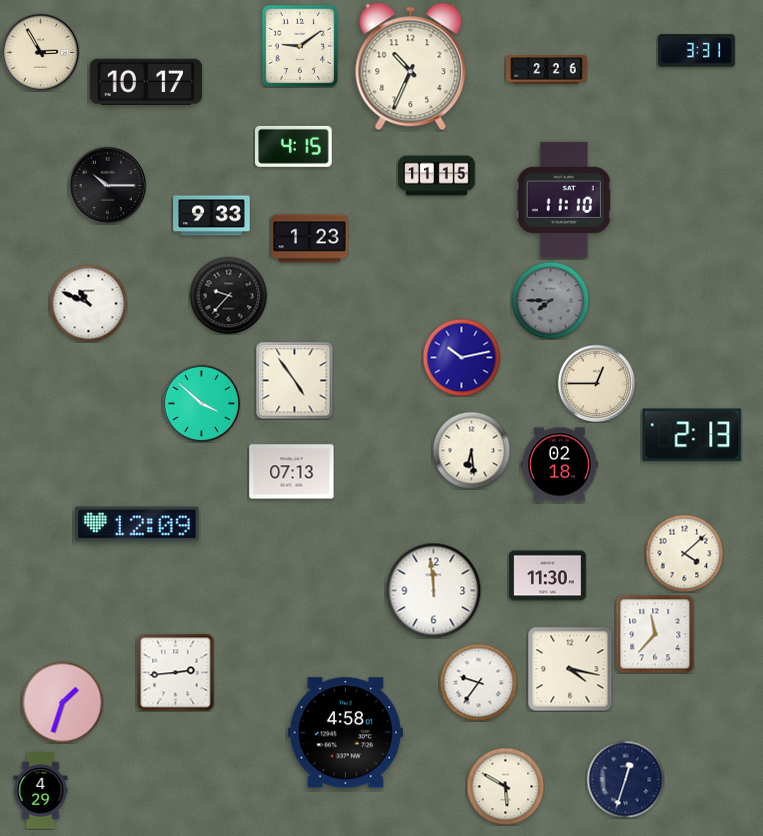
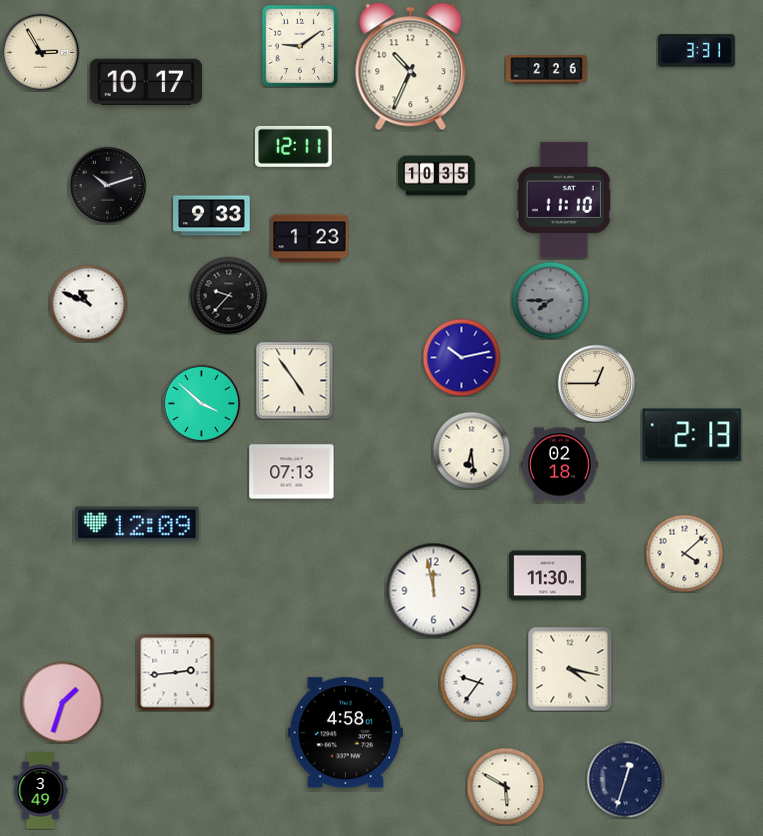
clock at (294, 146): 4:15 -> 12:11
clock at (437, 176): 11:15 -> 10:35
clock at (107, 185): 10:15 -> 10:12
clock at (433, 590): 11:59 -> 11:58
clock at (655, 634): 11:37 -> none
clock at (41, 791): 4:29 -> 3:49
